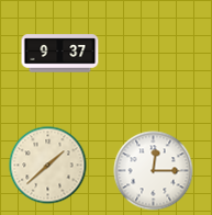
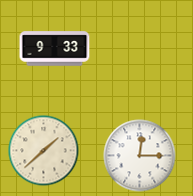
clock at (60, 54): 9:37 -> 9:33
